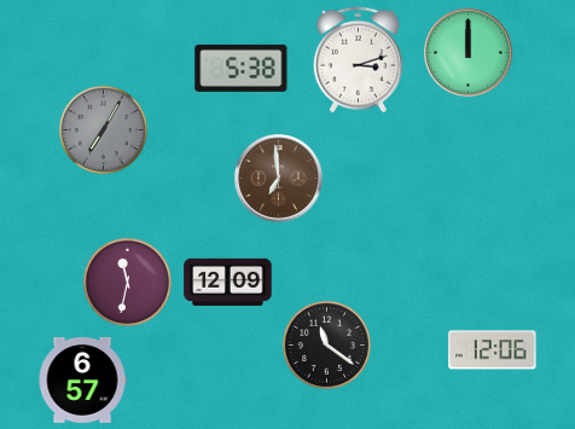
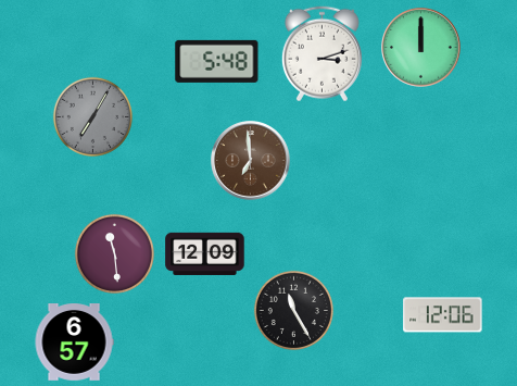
clock at (242, 68): 5:38 -> 5:48
clock at (127, 282): 11:32 -> 11:29
clock at (326, 344): 11:21 -> 11:25
